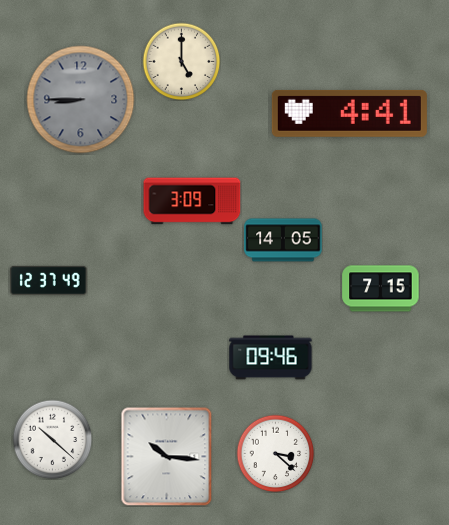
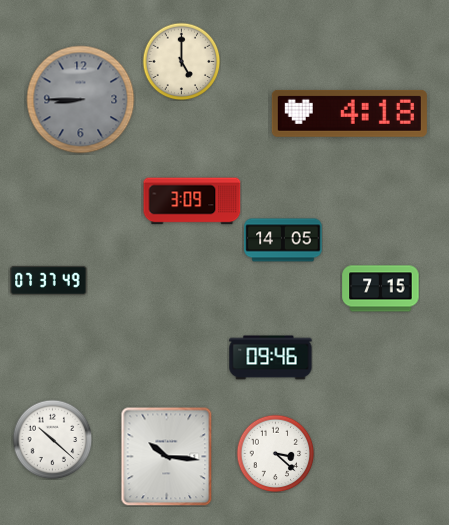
clock at (349, 113): 4:41 -> 4:18
clock at (49, 280): 12:37 -> 07:37
